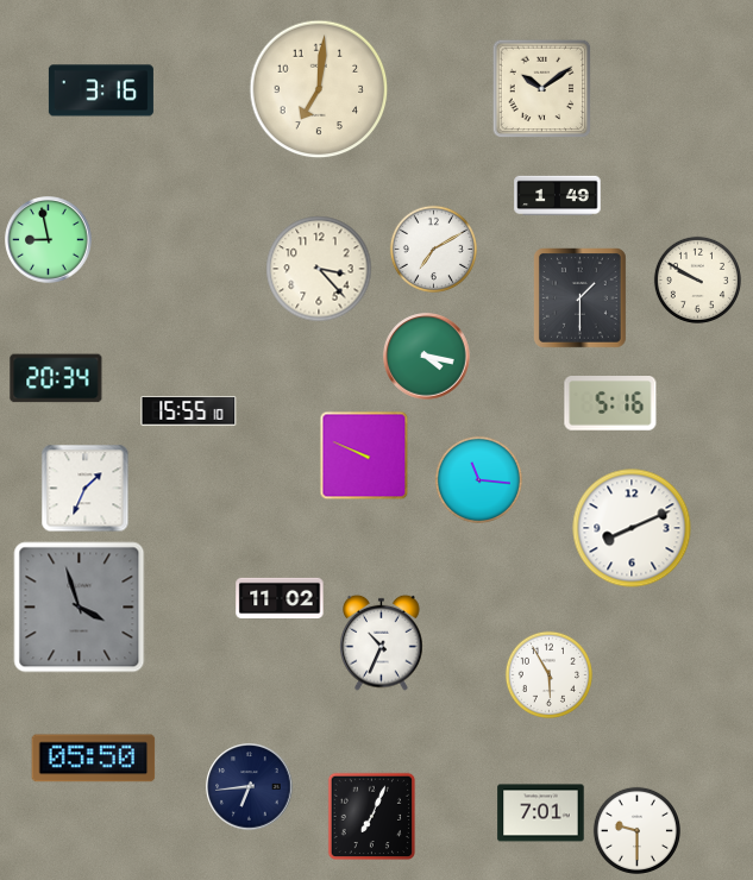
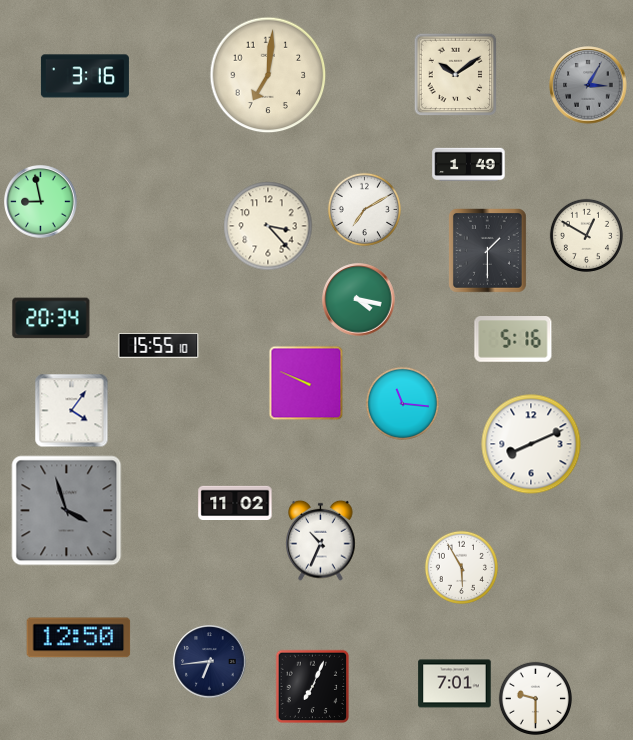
clock at (588, 85): none -> 3:05
clock at (697, 279): 9:50 -> 12:50
clock at (56, 378) position: (56, 378) -> (51, 318)
clock at (86, 489): 1:34 -> 4:06
clock at (94, 759): 05:50 -> 12:50
